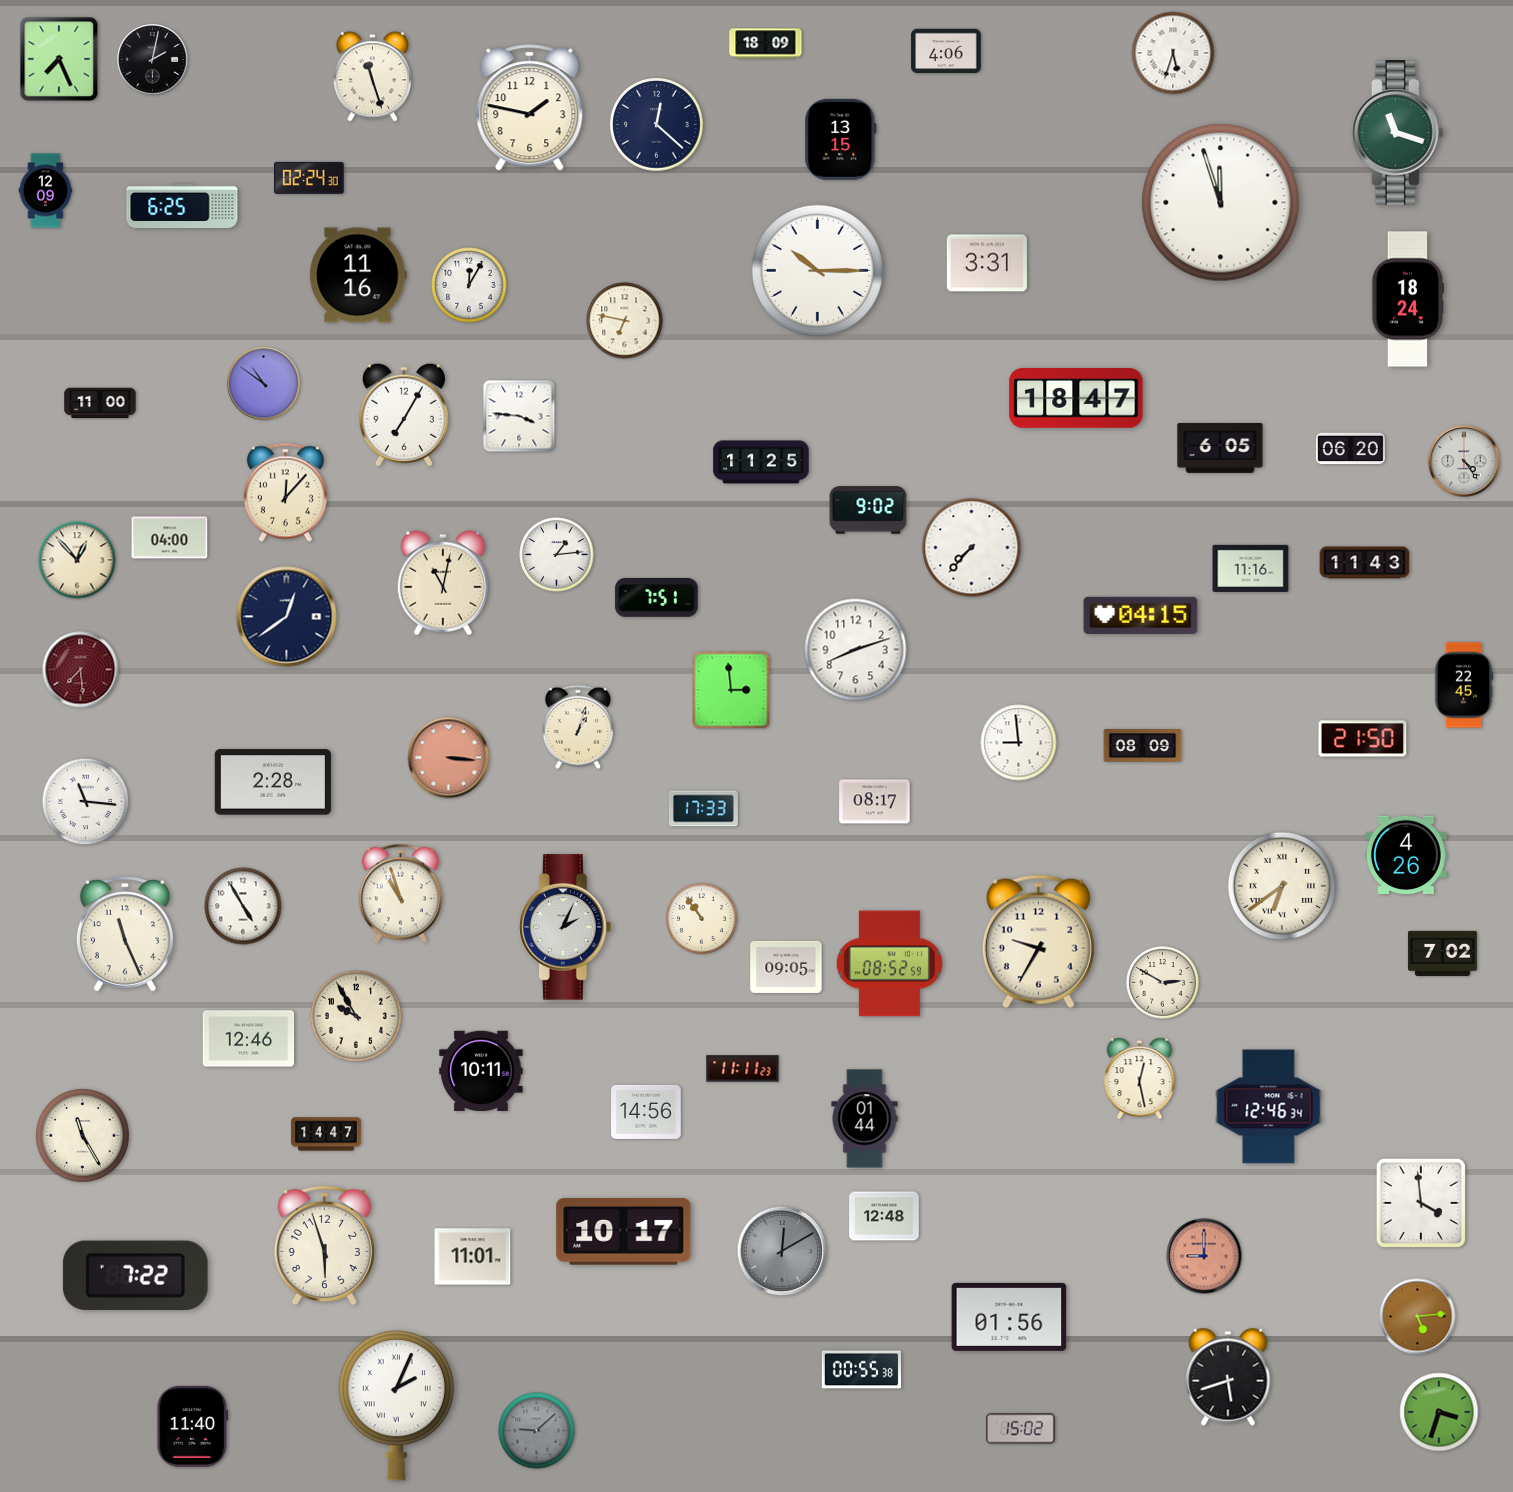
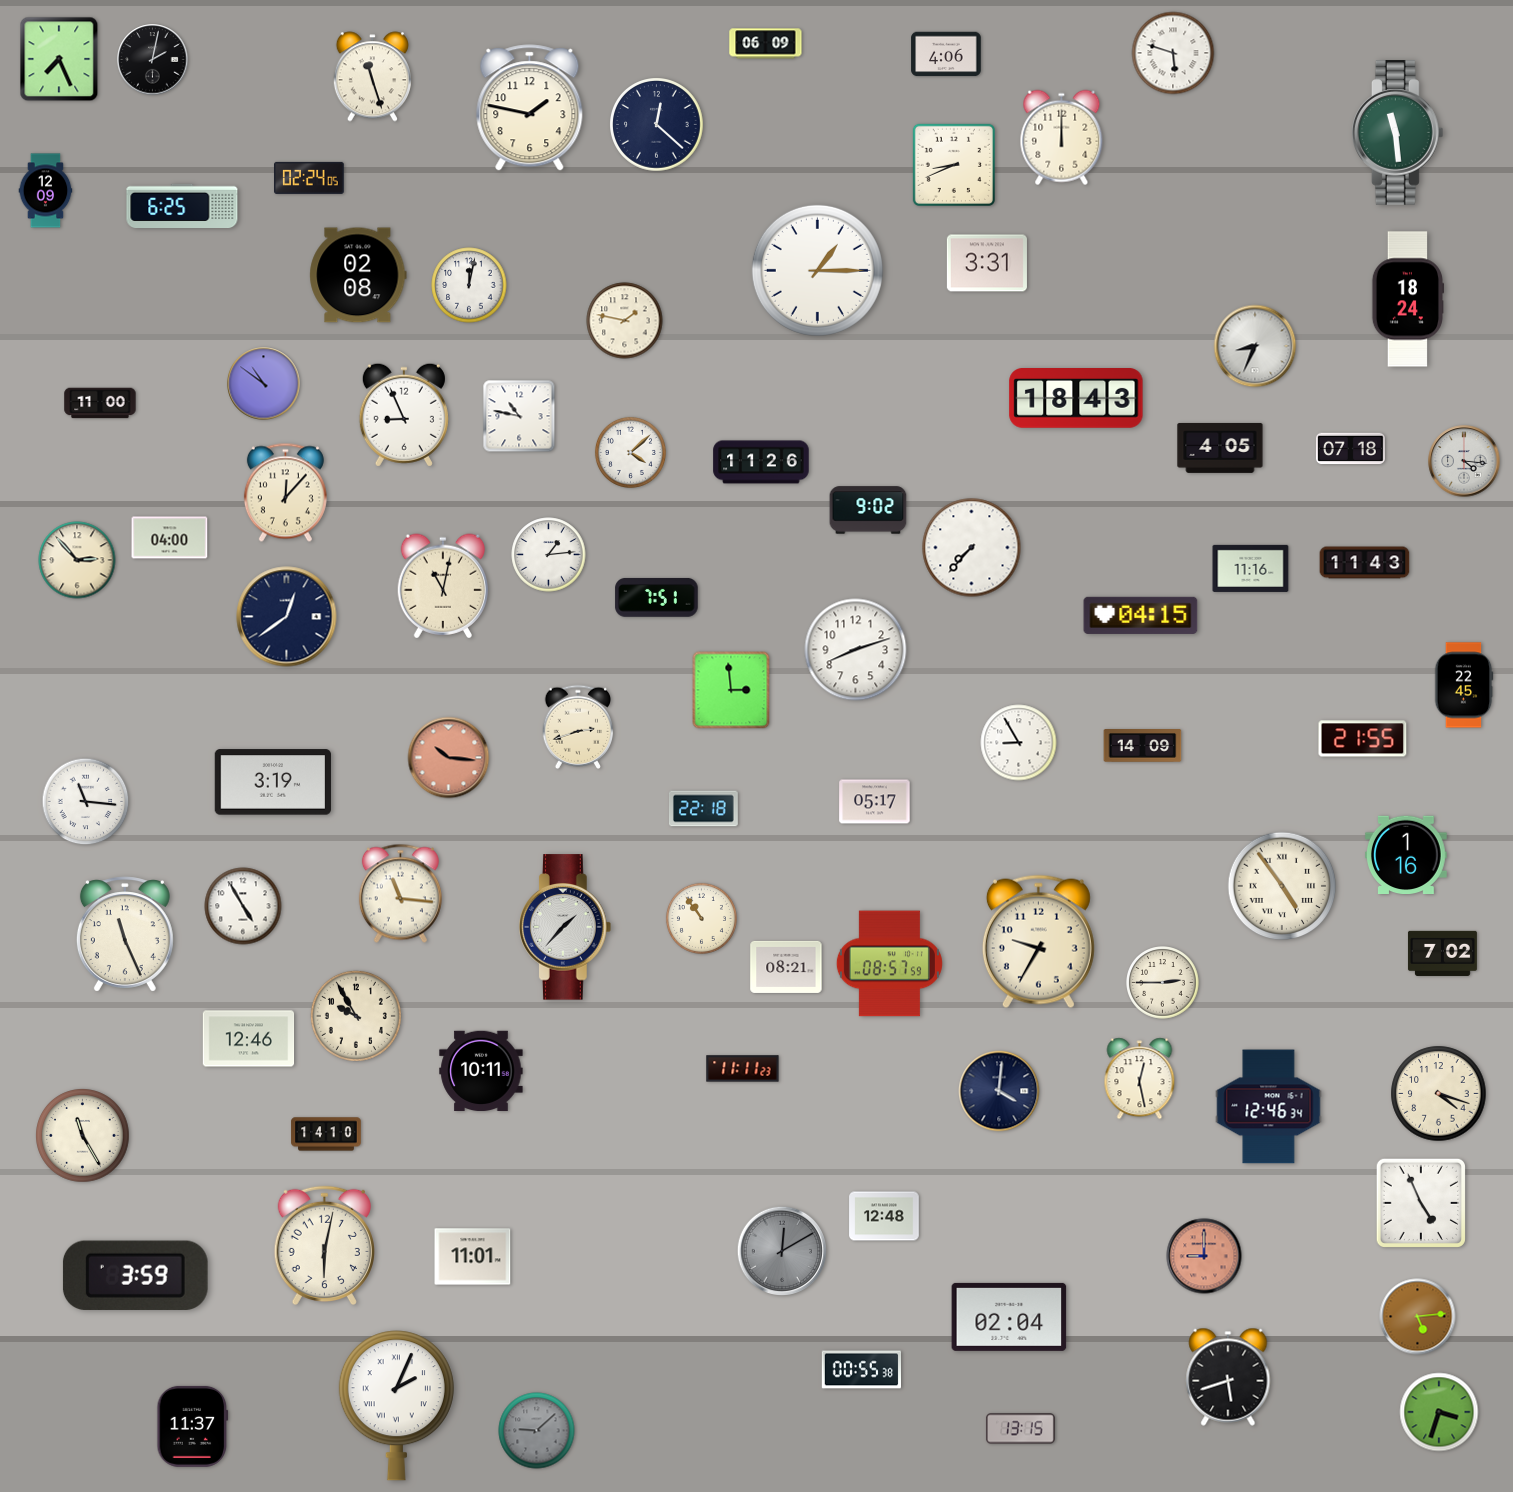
clock at (766, 44): 18:09 -> 06:09
clock at (946, 51) position: (946, 51) -> (946, 54)
clock at (1173, 53): 5:33 -> 5:48
clock at (1398, 133): 11:18 -> 11:29
clock at (1062, 138): none -> 12:00
clock at (841, 139): 13:15 -> none
clock at (954, 165): none -> 8:41
clock at (309, 178): 02:24:30 -> 02:24:05
clock at (1221, 203): 11:57 -> none
clock at (817, 270): 10:15 -> 1:15
clock at (358, 275): 11:16 -> 02:08
clock at (469, 285): 12:05 -> 12:02
clock at (625, 321): 6:47 -> 1:47
clock at (1255, 346): none -> 8:34
clock at (1076, 399): 18:47 -> 18:43
clock at (404, 415): 7:05 -> 8:56
clock at (519, 416): 3:46 -> 10:47
clock at (1220, 448): 6:05 -> 4:05
clock at (1350, 449): 06:20 -> 07:18
clock at (630, 452): none -> 4:08
clock at (1464, 461): 4:24 -> 4:16
clock at (761, 462): 11:25 -> 11:26
clock at (557, 555) position: (557, 555) -> (549, 555)
clock at (77, 560): 12:53 -> 2:53
clock at (442, 583) position: (442, 583) -> (442, 586)
clock at (81, 670): 7:29 -> none
clock at (578, 727): 1:03 -> 2:42
clock at (1363, 739): 21:50 -> 21:55
clock at (1019, 743): 8:59 -> 8:55
clock at (1143, 746): 08:09 -> 14:09
clock at (449, 758): 3:16 -> 10:16
clock at (272, 782): 2:28 -> 3:19
clock at (875, 802): 08:17 -> 05:17
clock at (703, 809): 17:33 -> 22:18
clock at (1407, 855): 4:26 -> 1:16
clock at (1282, 886): 6:39 -> 4:54
clock at (400, 894): 10:57 -> 11:16
clock at (565, 927): 2:04 -> 1:37
clock at (889, 964): 08:52 -> 08:57
clock at (786, 967): 09:05 -> 08:21
clock at (1163, 983): 2:50 -> 2:45
clock at (999, 1091): none -> 4:01
clock at (1439, 1094): none -> 4:18
clock at (646, 1112): 14:56 -> none
clock at (865, 1119): 01:44 -> none
clock at (326, 1134): 14:47 -> 14:10
clock at (1421, 1203): 3:59 -> 4:56
clock at (624, 1232): 10:17 -> none
clock at (324, 1246): 5:57 -> 6:02
clock at (135, 1275): 7:22 -> 3:59
clock at (1009, 1317): 01:56 -> 02:04
clock at (193, 1426): 11:40 -> 11:37
clock at (1020, 1429): 15:02 -> 13:15
